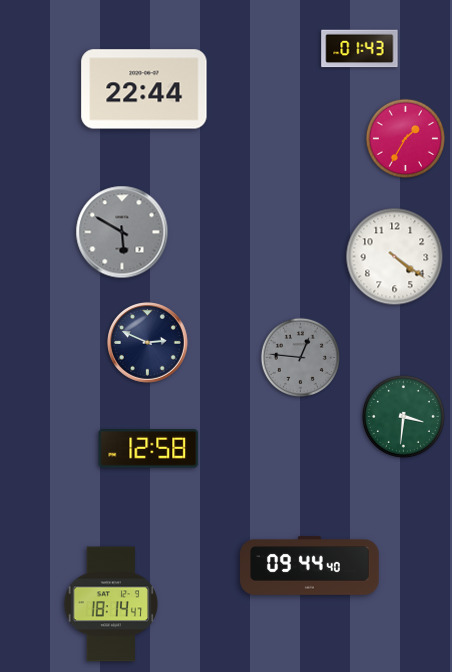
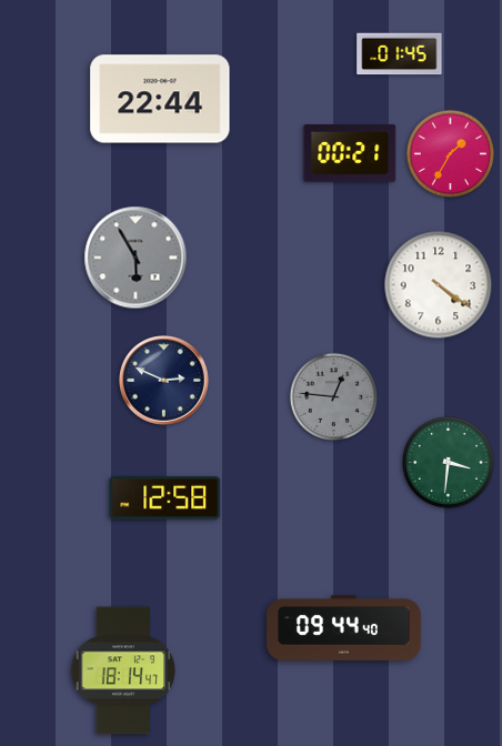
clock at (360, 49): 01:43 -> 01:45
clock at (350, 153): none -> 00:21
clock at (122, 232): 5:50 -> 5:55
